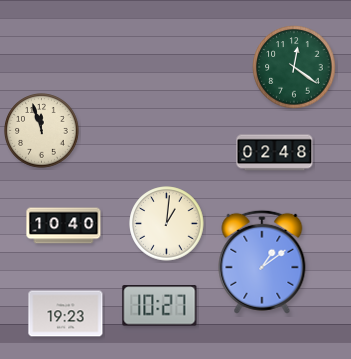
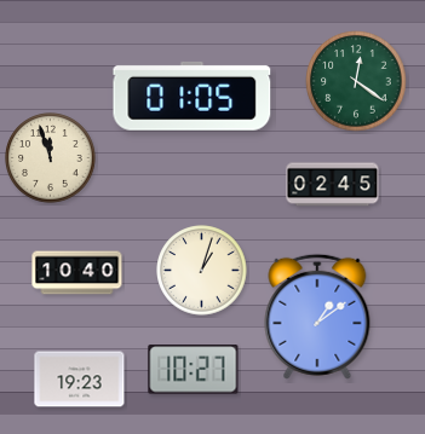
clock at (193, 96): none -> 01:05
clock at (275, 153): 02:48 -> 02:45
clock at (167, 224): 1:01 -> 1:03
